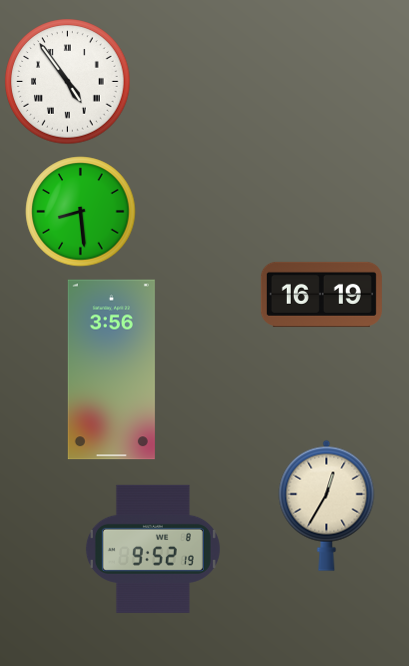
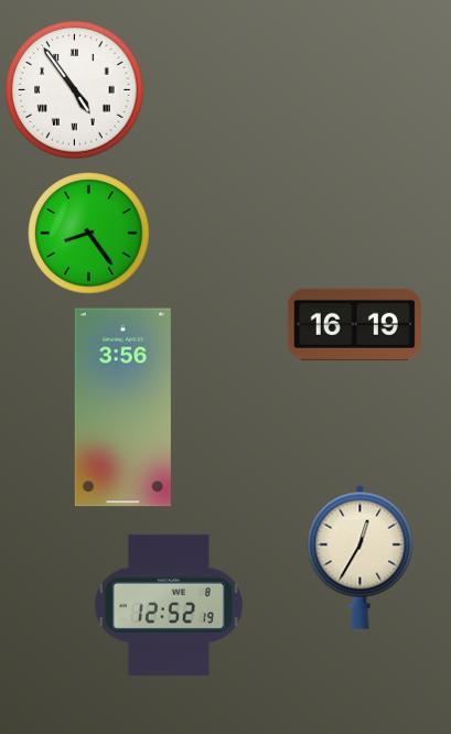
clock at (81, 212): 8:29 -> 8:24
clock at (153, 549): 9:52 -> 12:52
